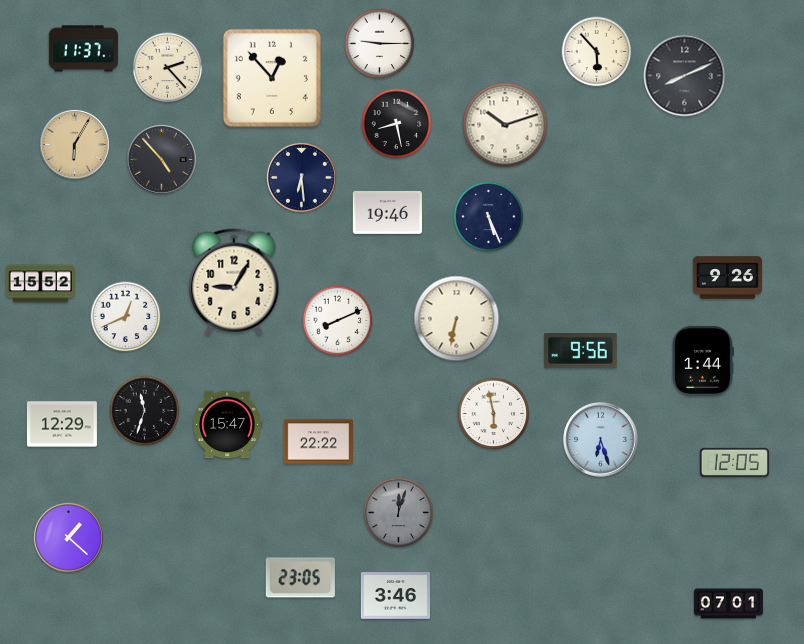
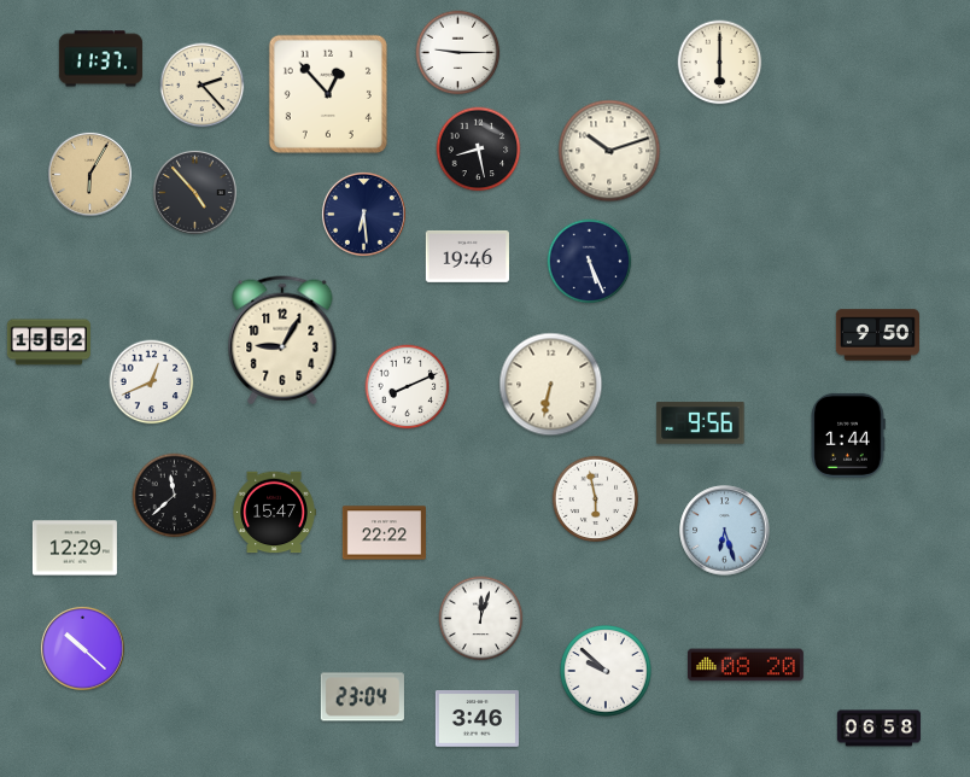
clock at (597, 52): 5:53 -> 6:00
clock at (168, 68) position: (168, 68) -> (203, 86)
clock at (685, 76): 8:11 -> none
clock at (727, 278): 9:26 -> 9:50
clock at (145, 411): 11:33 -> 11:38
clock at (62, 424) position: (62, 424) -> (75, 548)
clock at (734, 462): 12:05 -> none
clock at (399, 513) dial: grey -> white
clock at (68, 537): 1:22 -> 10:22
clock at (746, 665): none -> 08:20
clock at (607, 672): none -> 9:52
clock at (300, 578): 23:05 -> 23:04
clock at (728, 604): 07:01 -> 06:58
